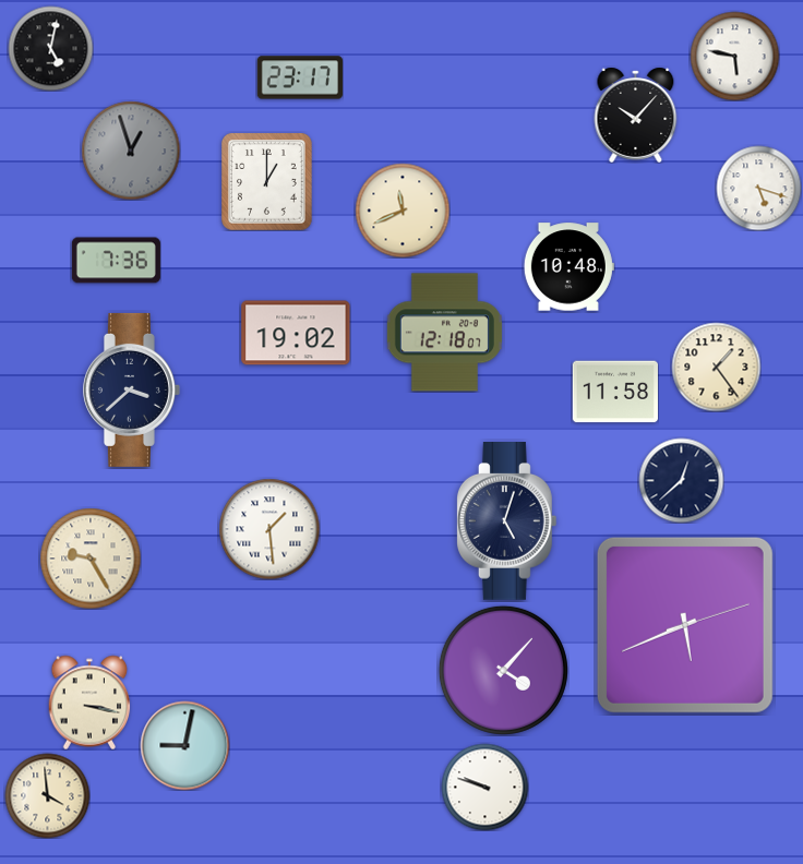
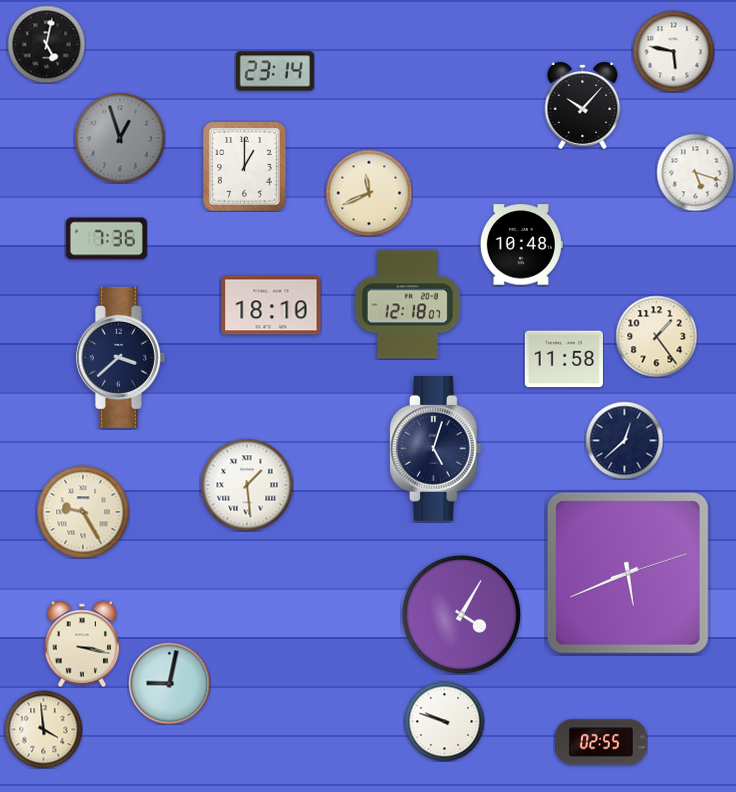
clock at (300, 77): 23:17 -> 23:14
clock at (296, 333): 19:02 -> 18:10
clock at (506, 521) position: (506, 521) -> (435, 449)
clock at (503, 670): 4:07 -> 4:05
clock at (601, 742): none -> 02:55
